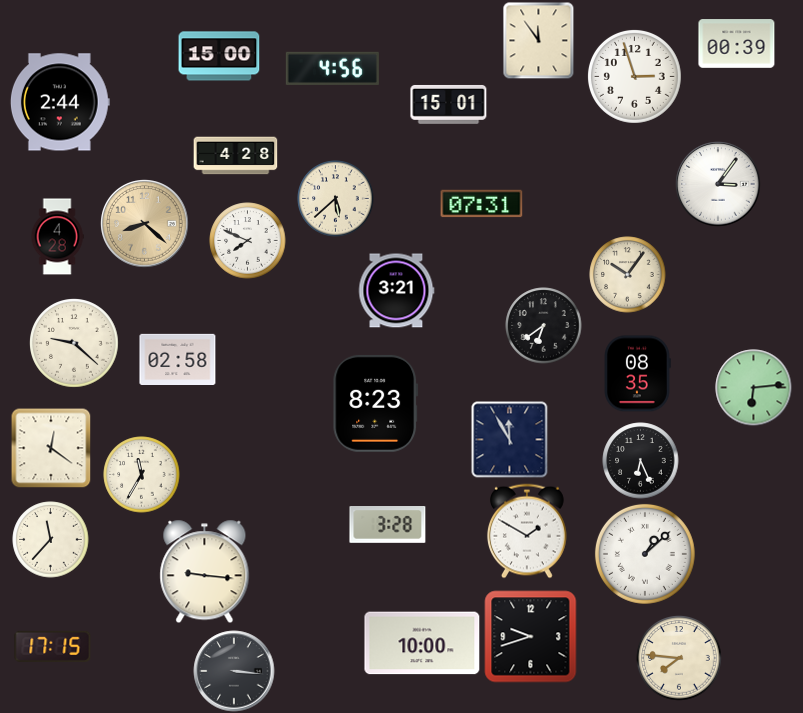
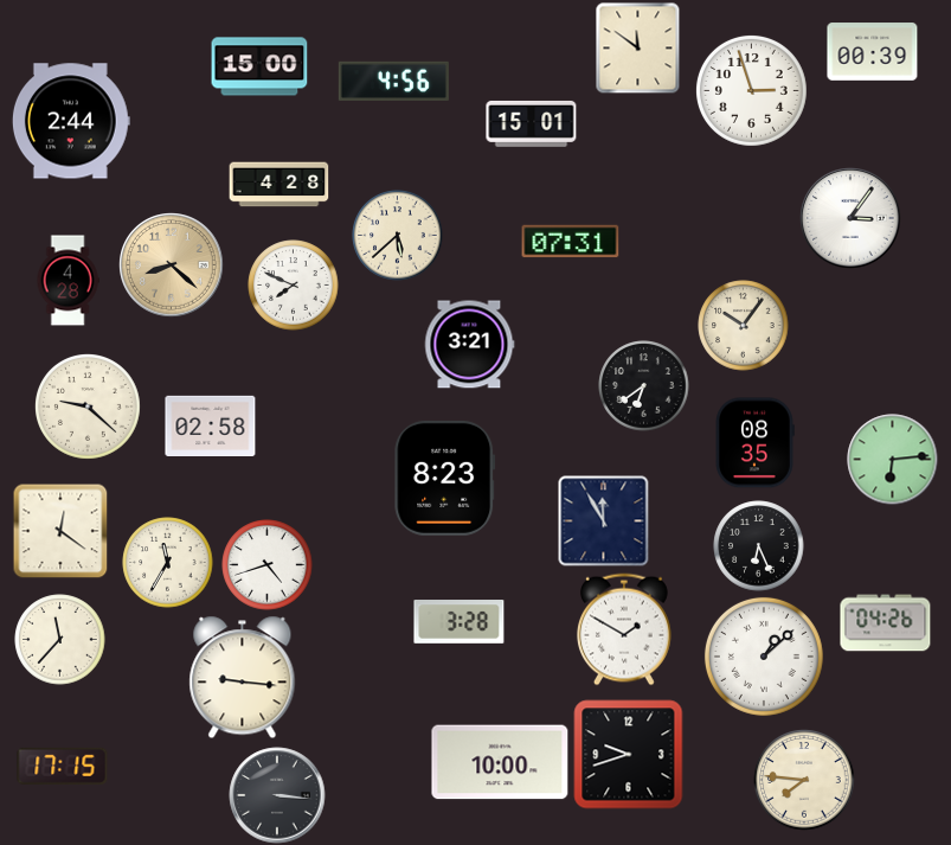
clock at (539, 40): 11:54 -> 11:51
clock at (268, 565): none -> 4:42
clock at (886, 623): none -> 04:26
